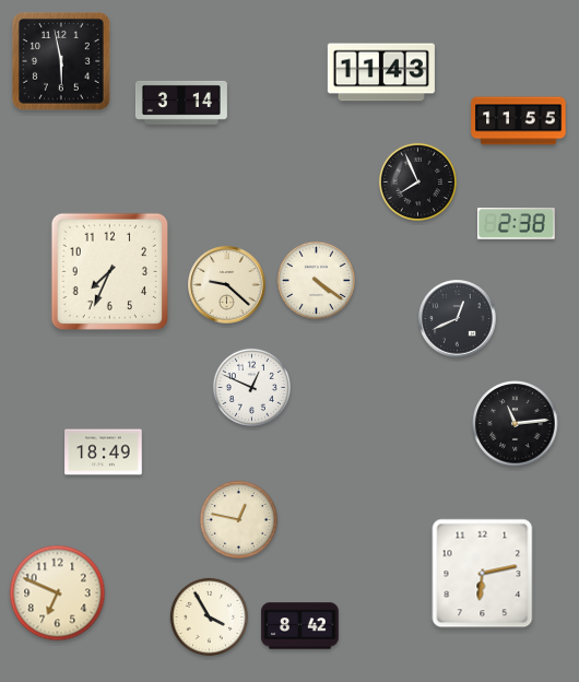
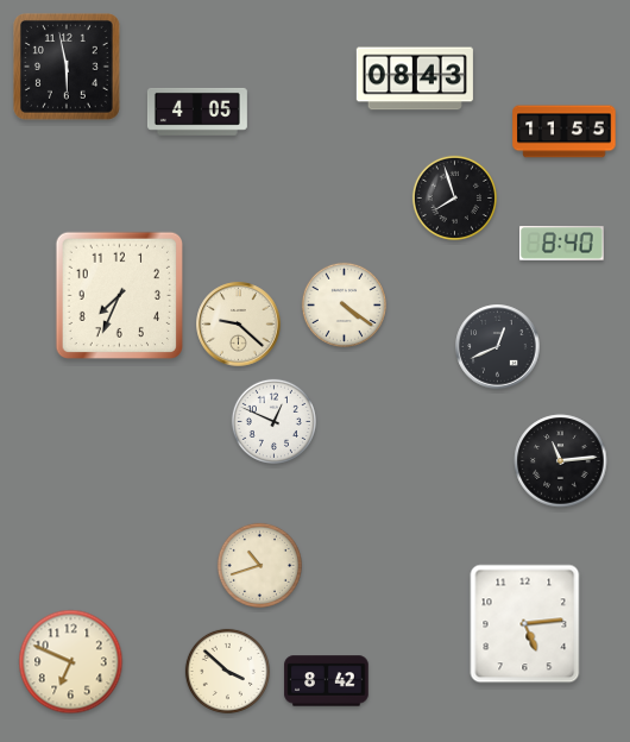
clock at (381, 72): 11:43 -> 08:43
clock at (181, 103): 3:14 -> 4:05
clock at (417, 181): 7:56 -> 7:57
clock at (517, 224): 2:38 -> 8:40
clock at (227, 285) position: (227, 285) -> (239, 325)
clock at (104, 452): 18:49 -> none
clock at (238, 519): 12:47 -> 10:42
clock at (483, 574): 6:13 -> 5:14
clock at (58, 593) position: (58, 593) -> (71, 662)
clock at (209, 616): 3:55 -> 3:52
